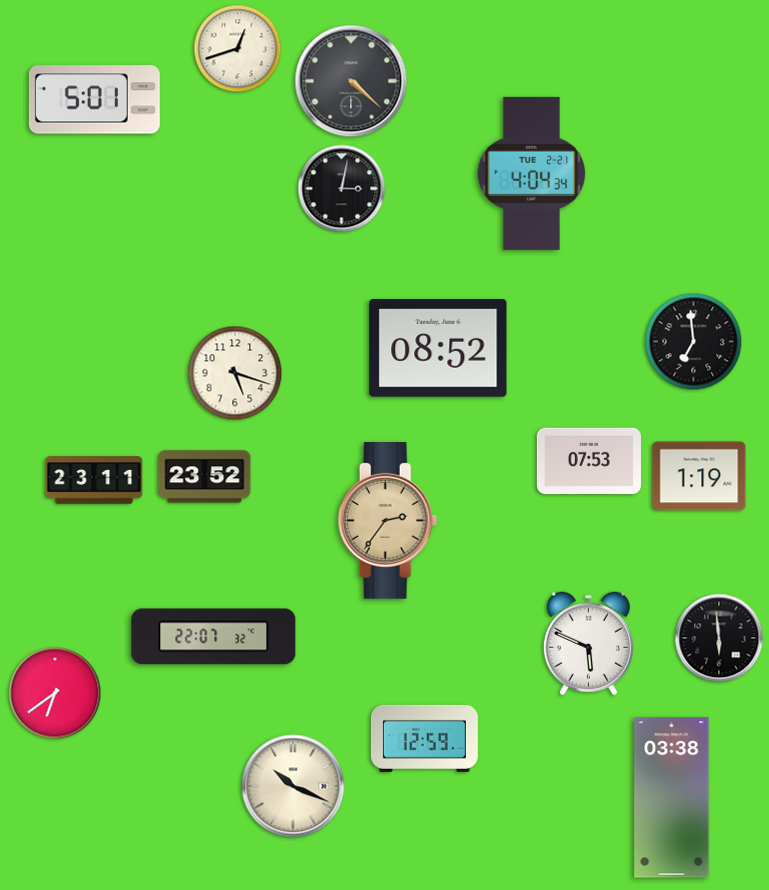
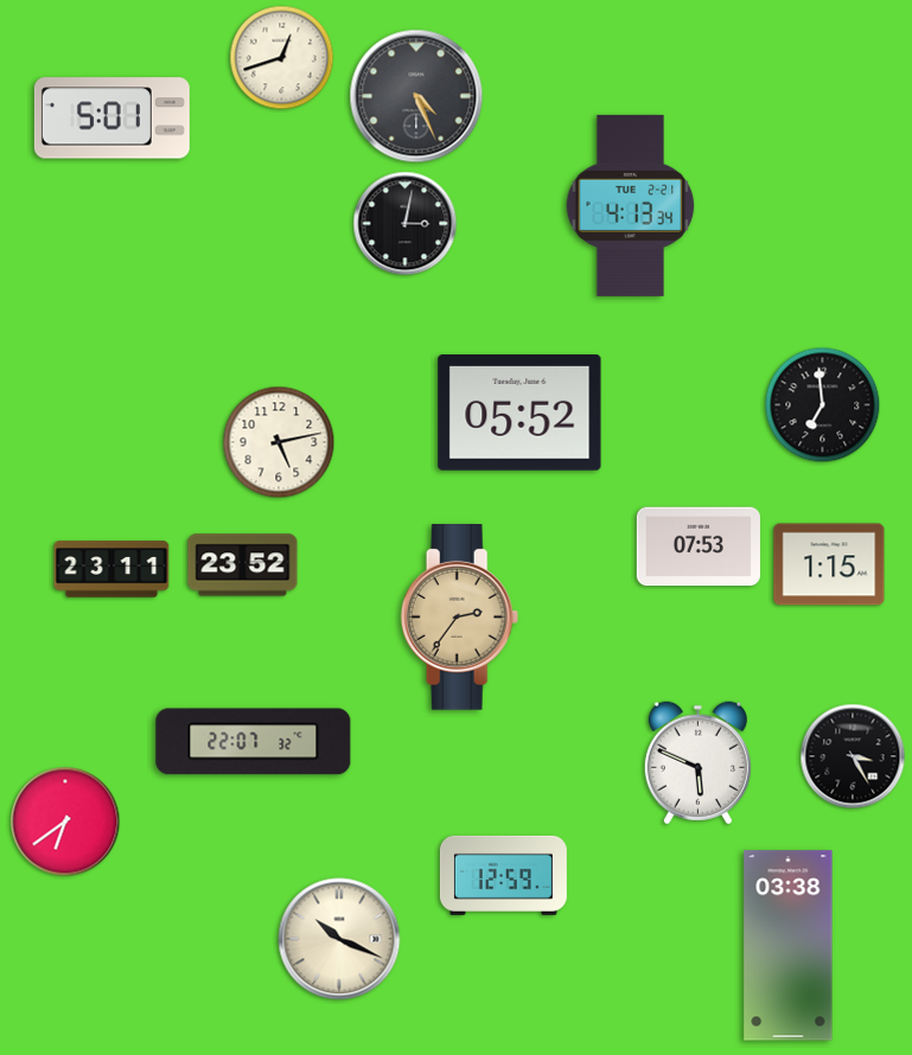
clock at (351, 81): 4:22 -> 4:26
clock at (532, 173): 4:04 -> 4:13
clock at (438, 349): 08:52 -> 05:52
clock at (235, 373): 5:18 -> 5:13
clock at (699, 476): 1:19 -> 1:15
clock at (214, 637) position: (214, 637) -> (254, 742)
clock at (719, 638): 5:59 -> 3:25
clock at (293, 786) position: (293, 786) -> (339, 939)
clock at (672, 798) position: (672, 798) -> (789, 946)
